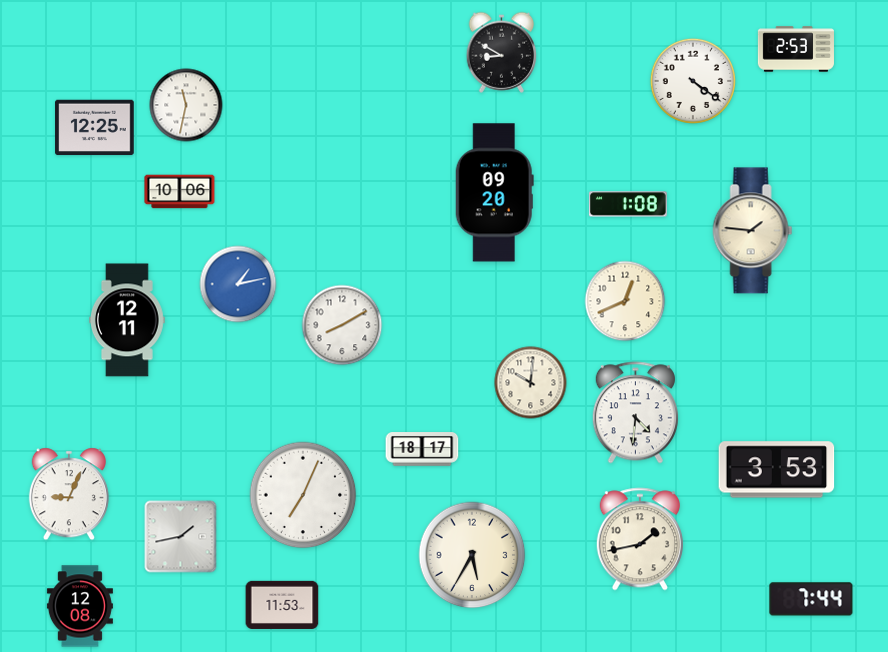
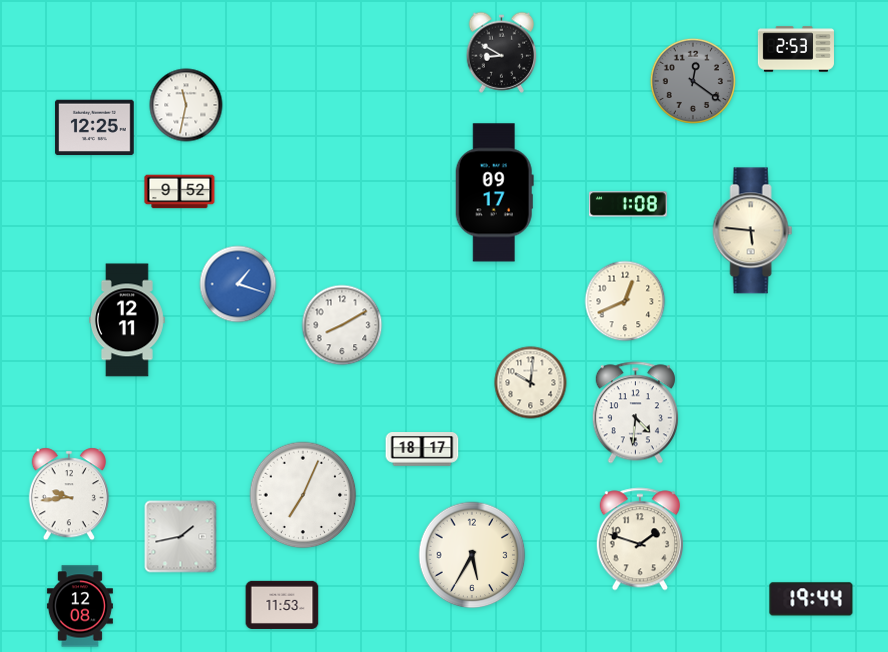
clock at (693, 81): 4:21 -> 12:21
clock at (693, 81) dial: white -> grey
clock at (180, 192): 10:06 -> 9:52
clock at (494, 193): 09:20 -> 09:17
clock at (753, 231): 1:46 -> 5:46
clock at (238, 284): 1:13 -> 1:18
clock at (777, 470): 3:53 -> none
clock at (69, 494): 9:04 -> 9:44
clock at (640, 539): 1:43 -> 1:48
clock at (811, 599): 7:44 -> 19:44
